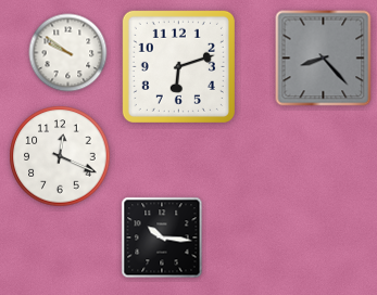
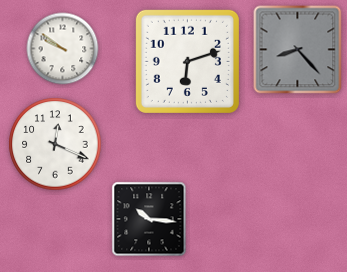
clock at (324, 59) position: (324, 59) -> (298, 50)
clock at (178, 66) position: (178, 66) -> (187, 61)
